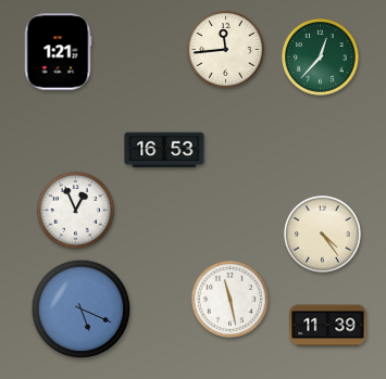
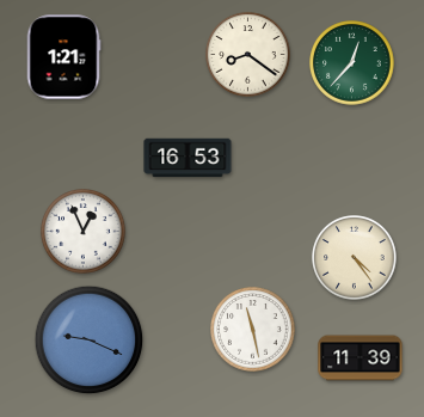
clock at (226, 50): 11:44 -> 8:21
clock at (164, 150) position: (164, 150) -> (188, 158)
clock at (82, 309): 5:19 -> 9:19
